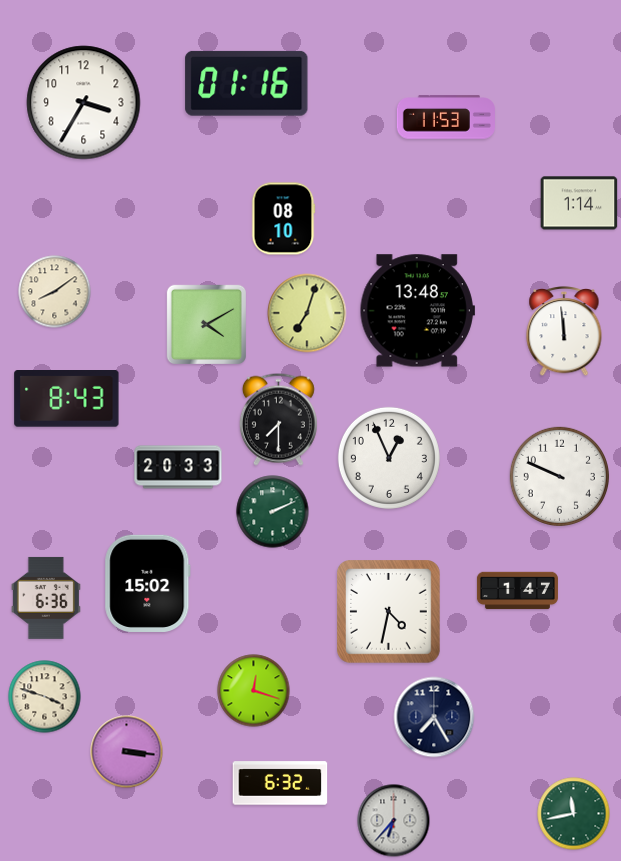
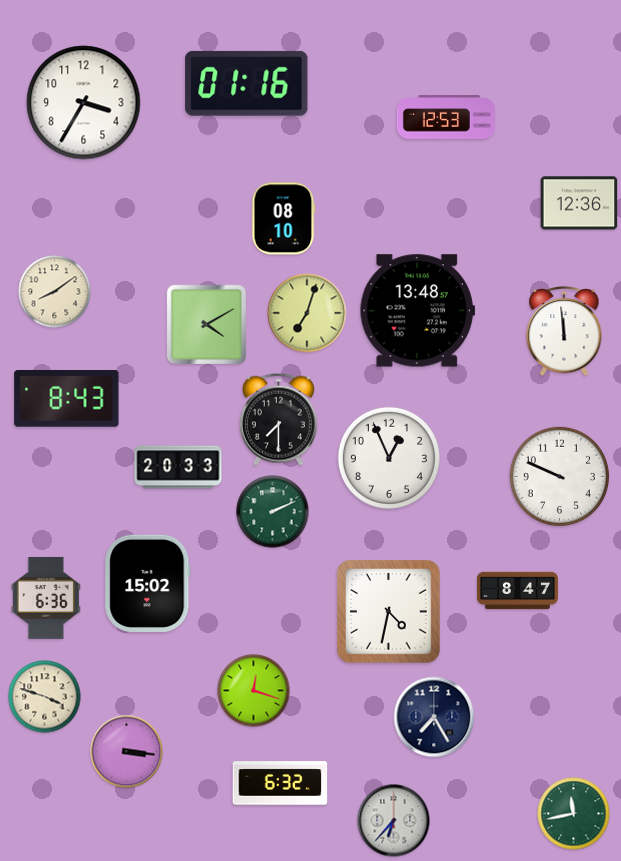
clock at (446, 117): 11:53 -> 12:53
clock at (579, 203): 1:14 -> 12:36
clock at (517, 591): 1:47 -> 8:47
